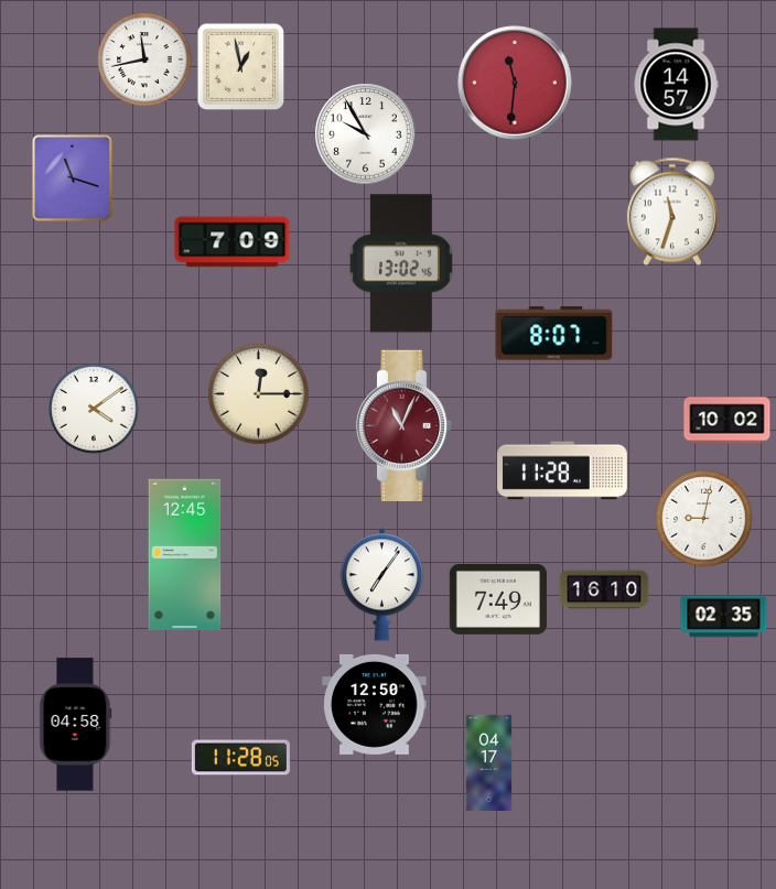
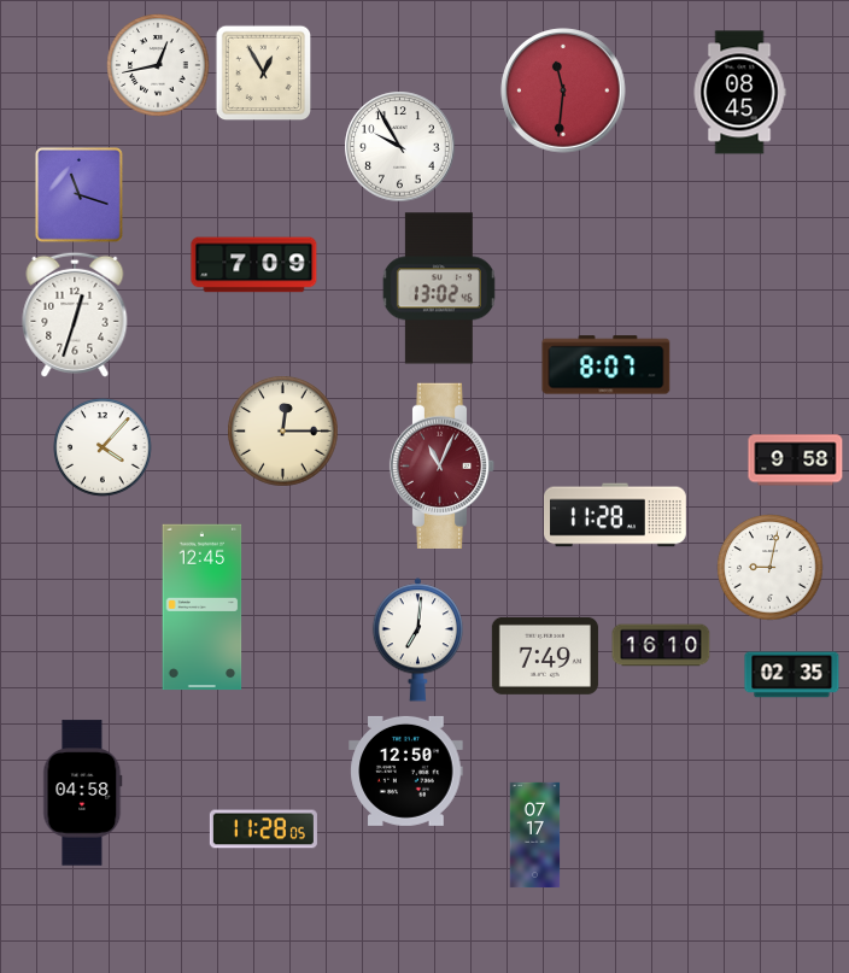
clock at (144, 59): 11:43 -> 12:43
clock at (241, 67): 12:58 -> 12:55
clock at (676, 85): 14:57 -> 08:45
clock at (672, 212): 11:33 -> none
clock at (75, 315): none -> 12:33
clock at (94, 409): 4:09 -> 4:07
clock at (727, 421): 10:02 -> 9:58
clock at (381, 585): 7:06 -> 7:01
clock at (375, 704) position: (375, 704) -> (406, 770)
clock at (489, 763): 04:17 -> 07:17
